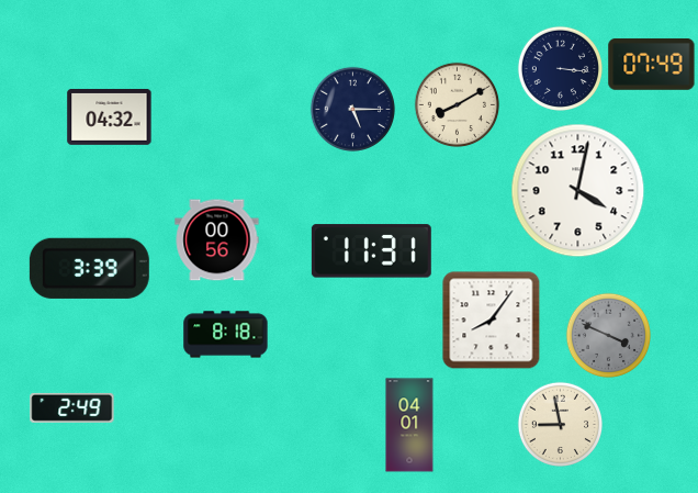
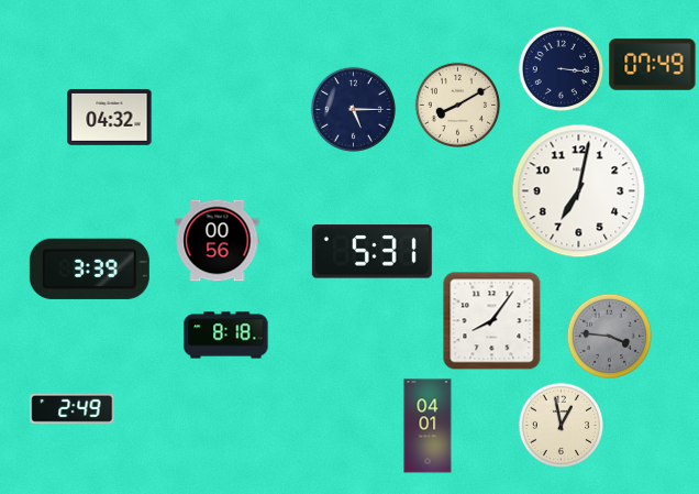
clock at (578, 191): 4:02 -> 7:02
clock at (371, 251): 11:31 -> 5:31
clock at (608, 335): 3:49 -> 3:46
clock at (560, 424): 8:58 -> 12:58
clock at (409, 425) position: (409, 425) -> (428, 426)
